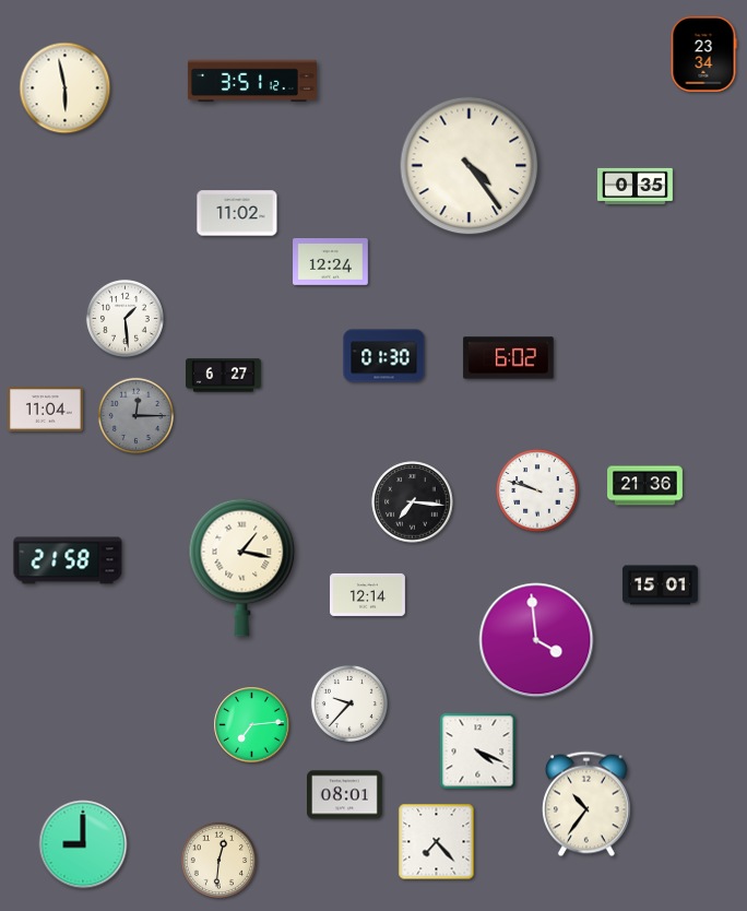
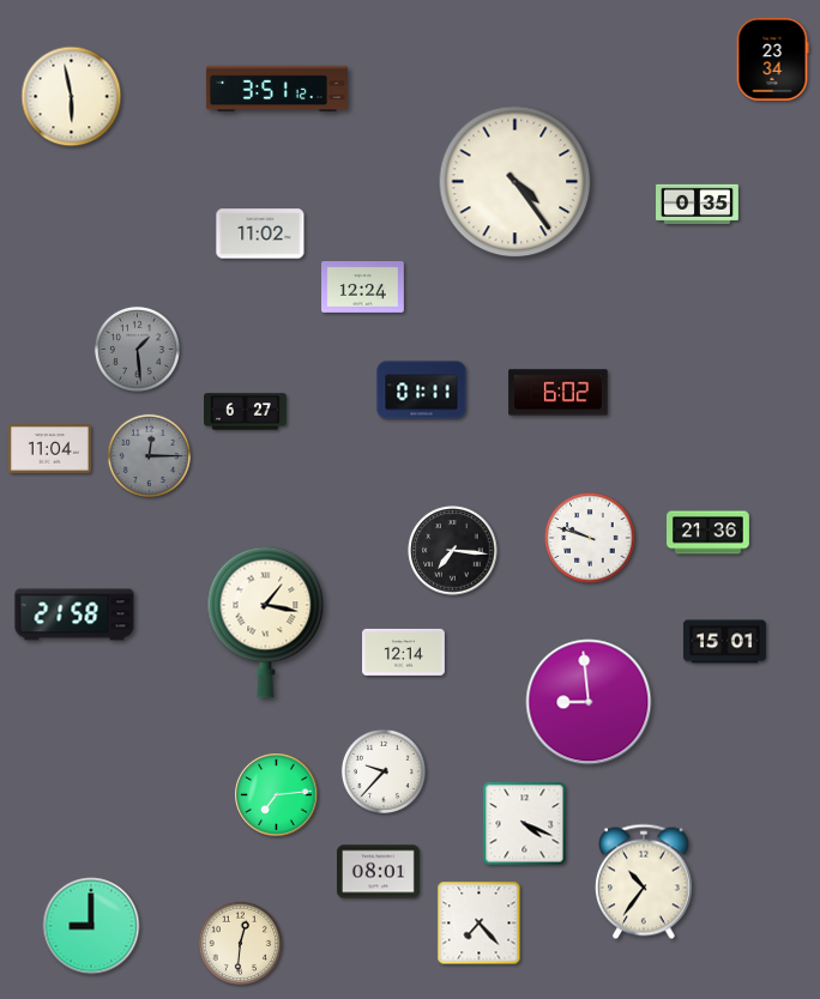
clock at (124, 318) dial: white -> grey
clock at (384, 356): 01:30 -> 01:11
clock at (536, 640): 3:59 -> 8:59
